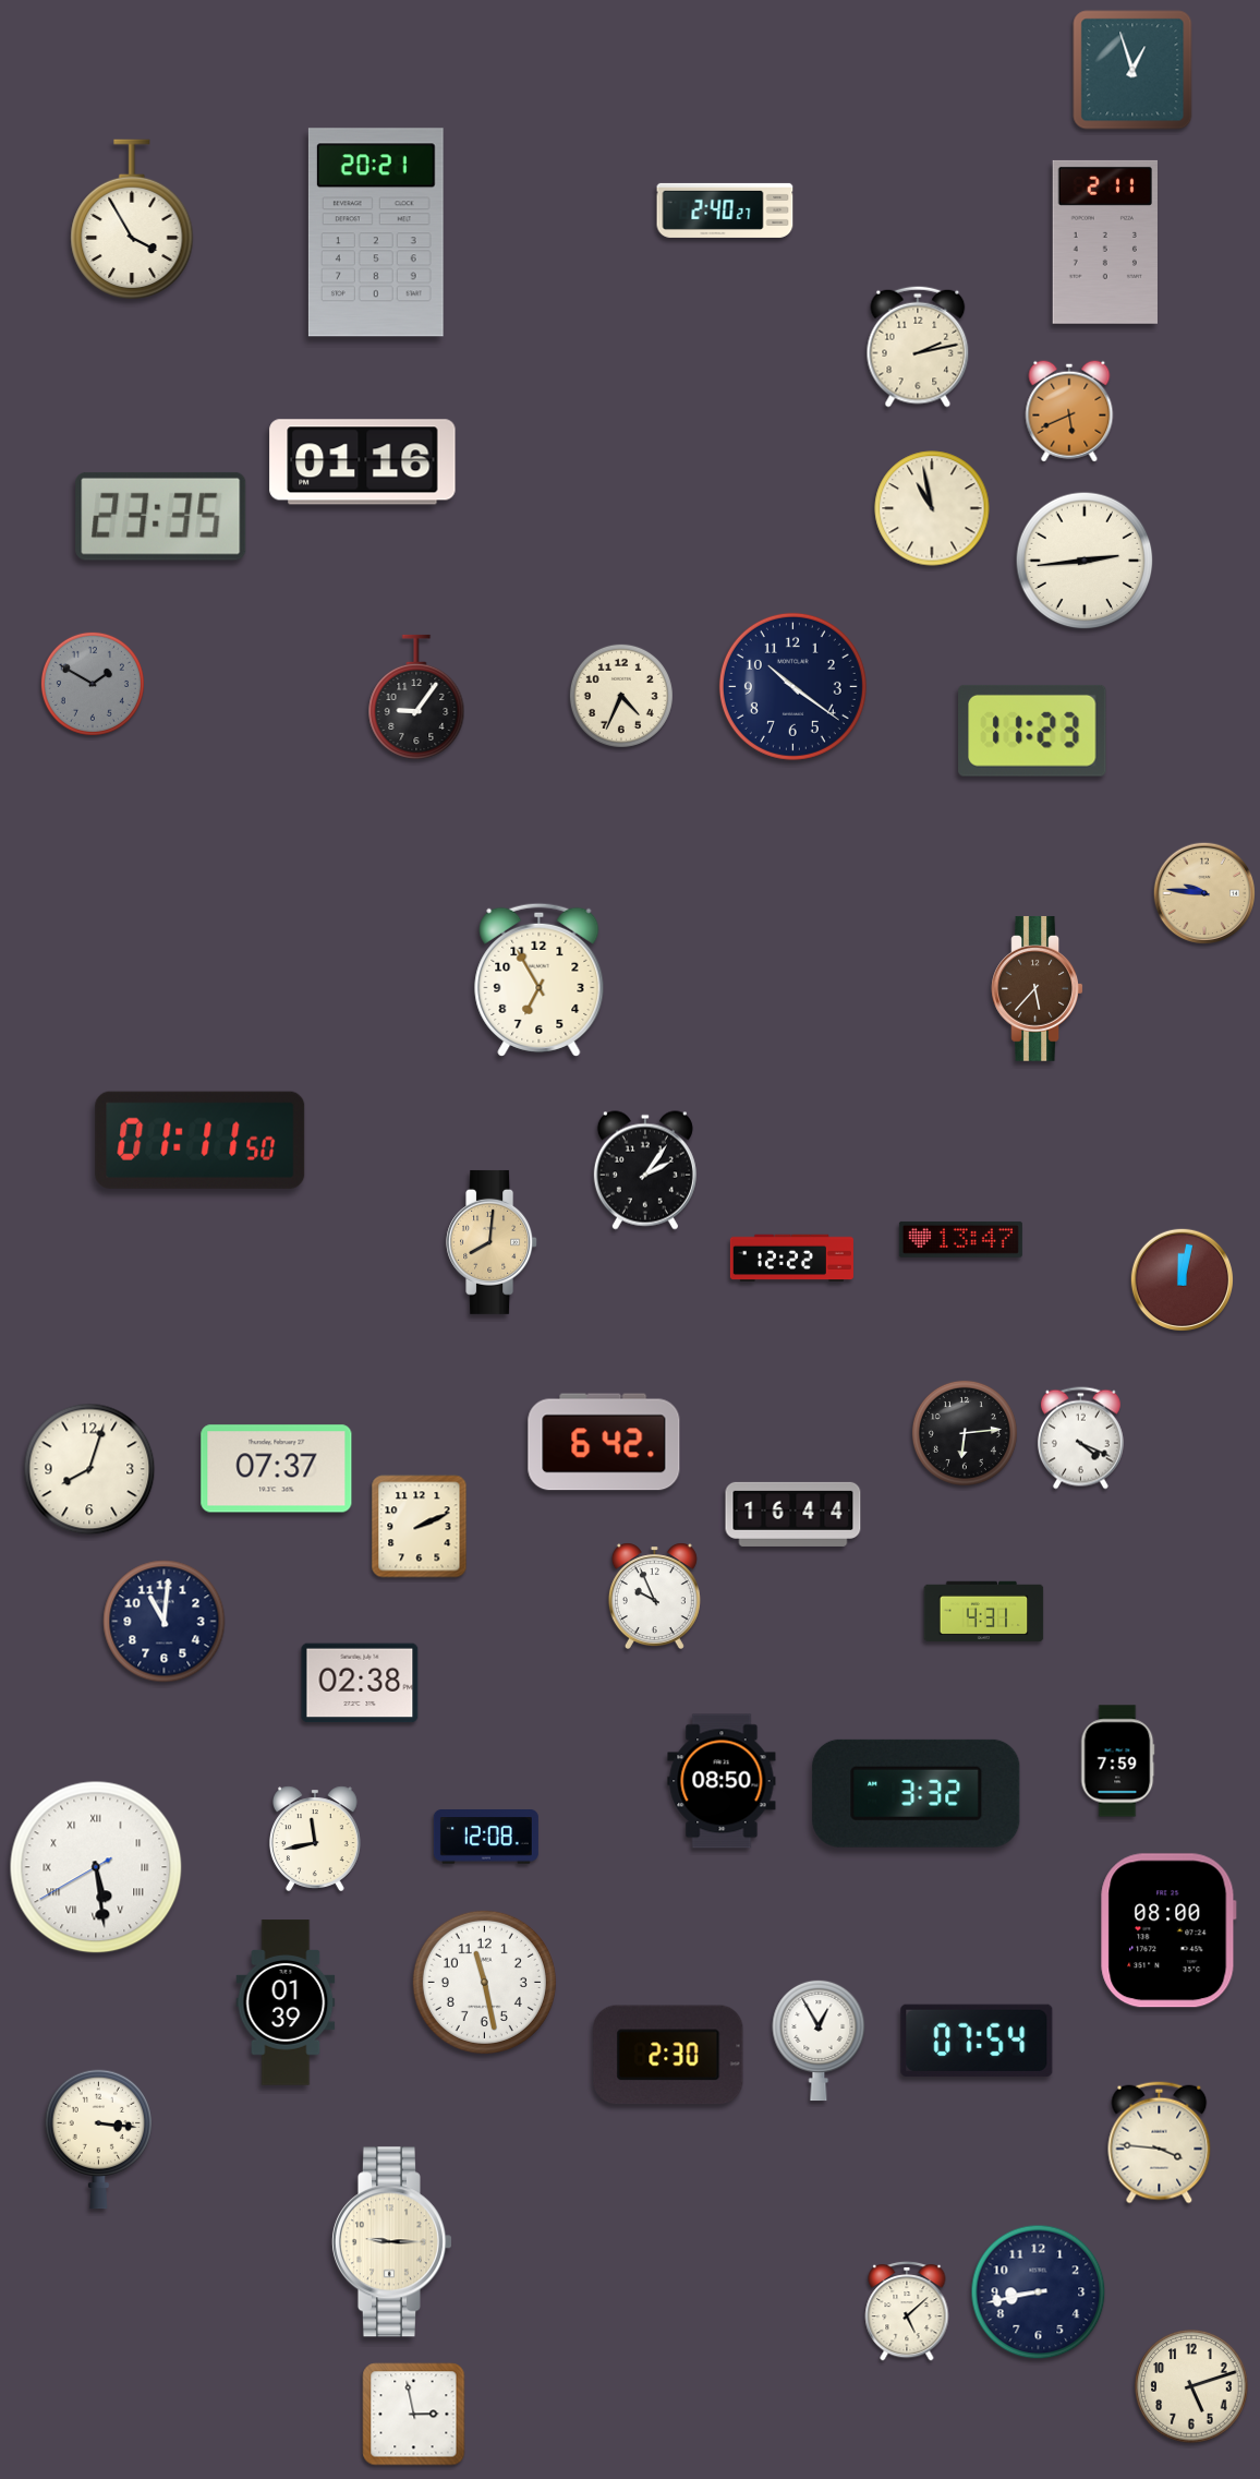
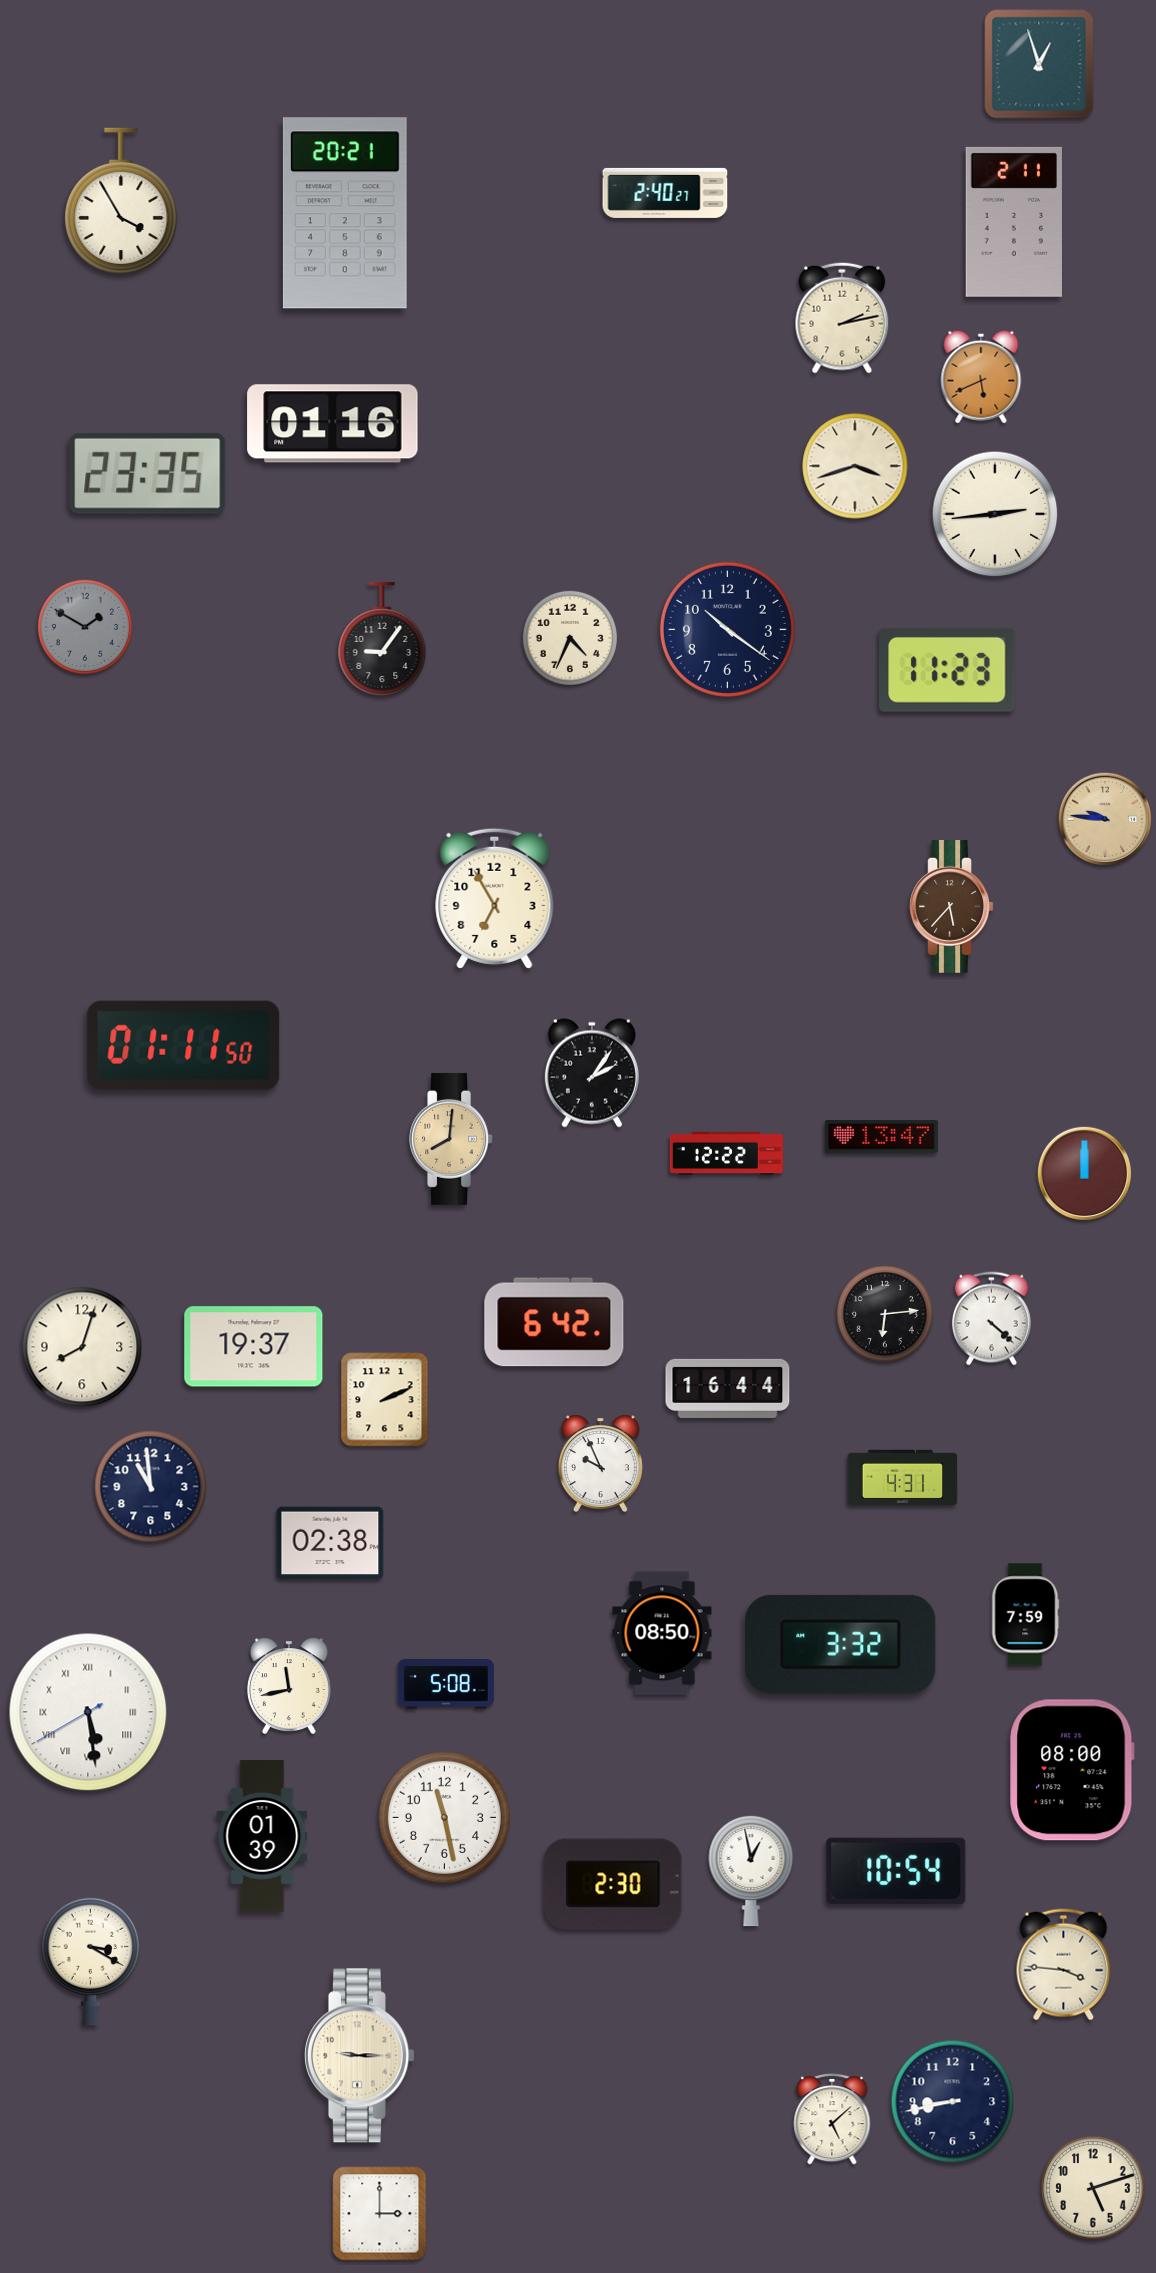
clock at (932, 508): 10:58 -> 3:42
clock at (1182, 1279): 12:02 -> 12:00
clock at (1080, 1439): 4:19 -> 4:22
clock at (277, 1469): 07:37 -> 19:37
clock at (165, 1622): 11:01 -> 10:59
clock at (486, 1838): 12:08 -> 5:08
clock at (819, 2041): 12:55 -> 12:58
clock at (977, 2041): 07:54 -> 10:54
clock at (98, 2139): 3:16 -> 3:20
clock at (414, 2415): 2:58 -> 3:00
